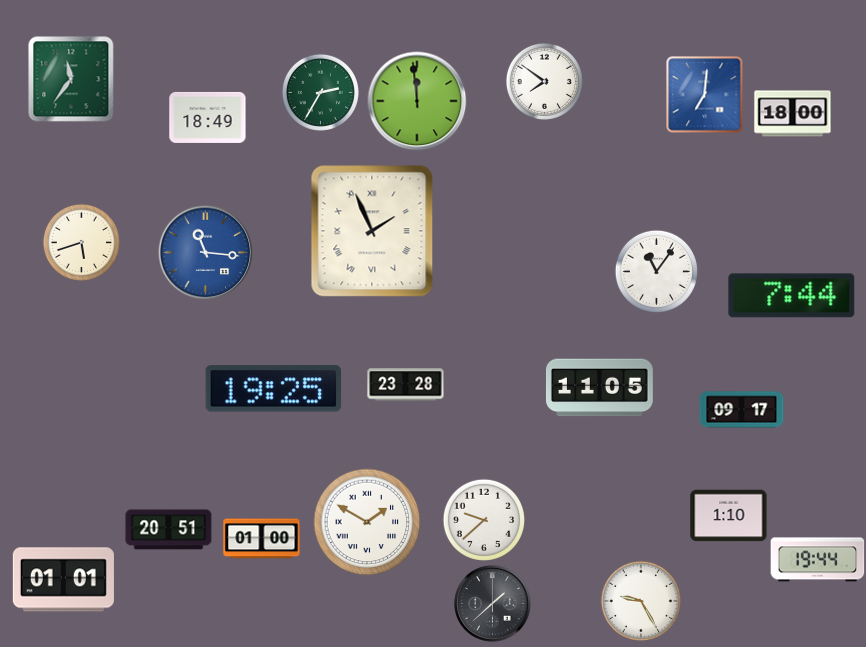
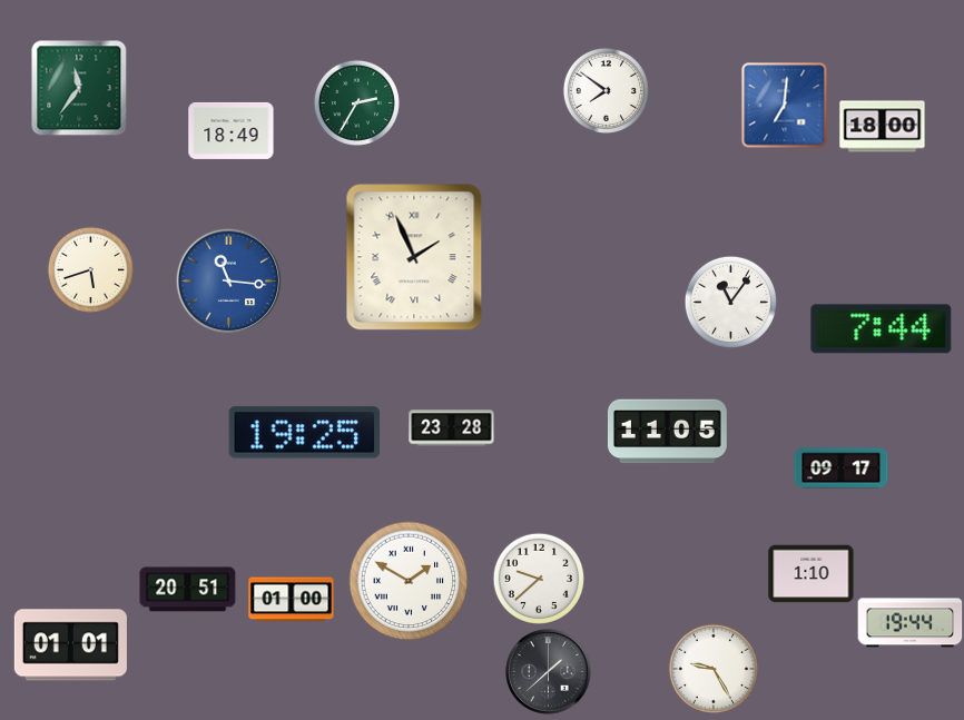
clock at (417, 101): 11:59 -> none
clock at (742, 410) position: (742, 410) -> (842, 469)
